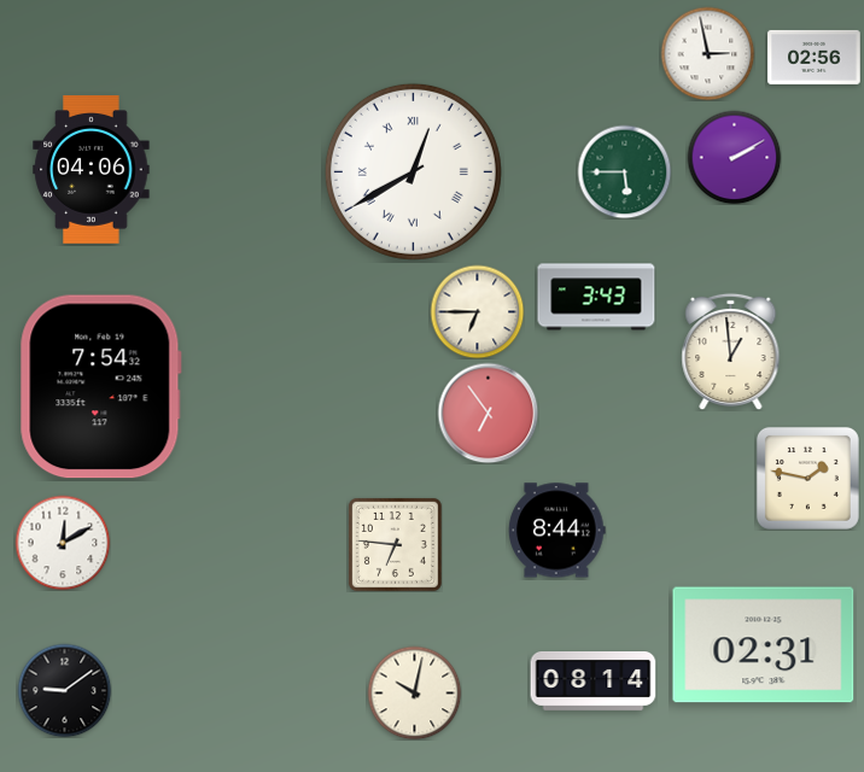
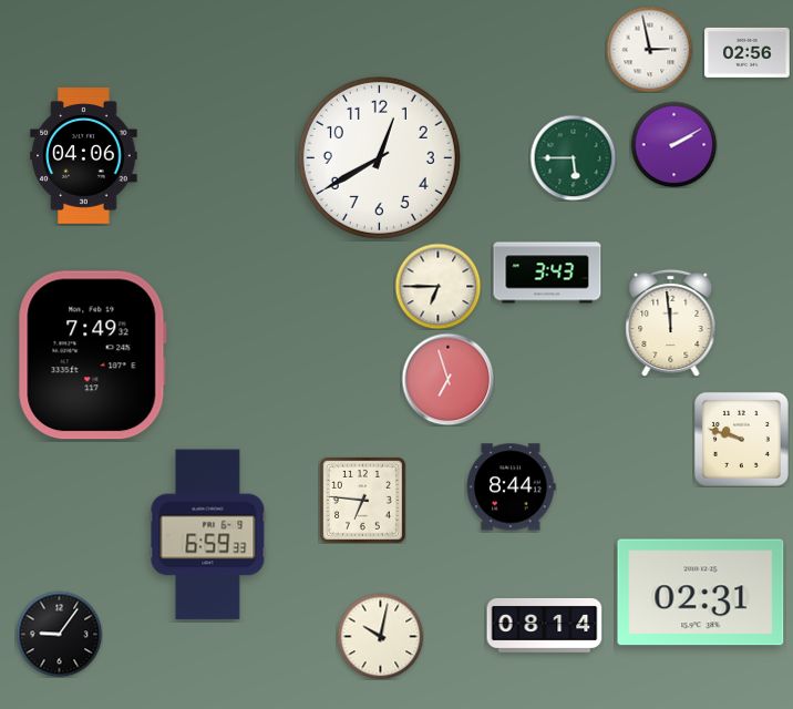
clock at (413, 171) numerals: Roman -> Arabic
clock at (731, 351): 12:59 -> 11:59
clock at (100, 387): 7:54 -> 7:49
clock at (488, 413): 6:54 -> 6:57
clock at (807, 478): 1:47 -> 9:48
clock at (63, 543): 12:10 -> none
clock at (208, 535): none -> 6:59
clock at (64, 690): 9:09 -> 9:06
